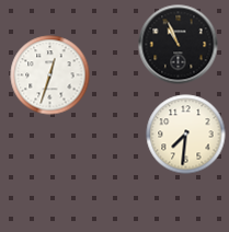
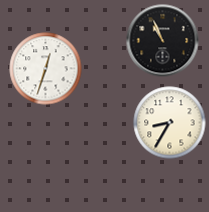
clock at (186, 135): 7:31 -> 8:35
